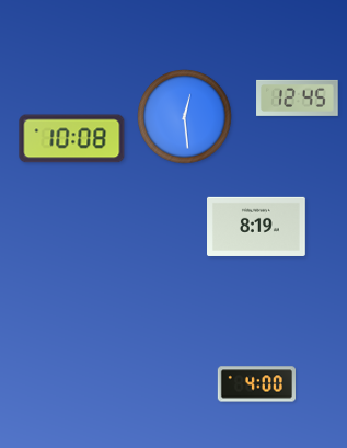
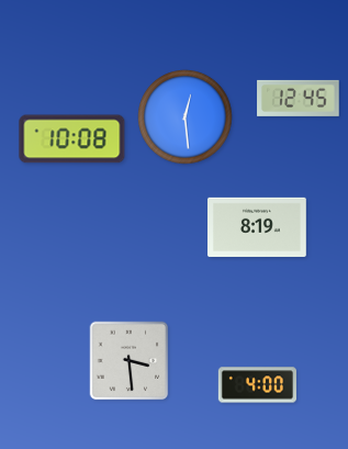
clock at (130, 361): none -> 3:29
